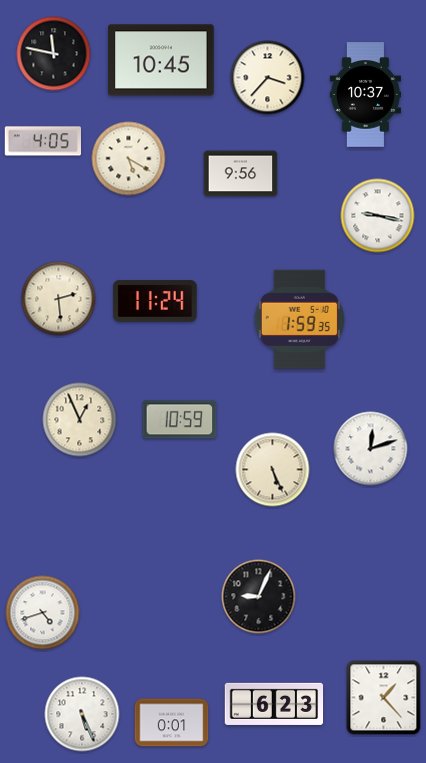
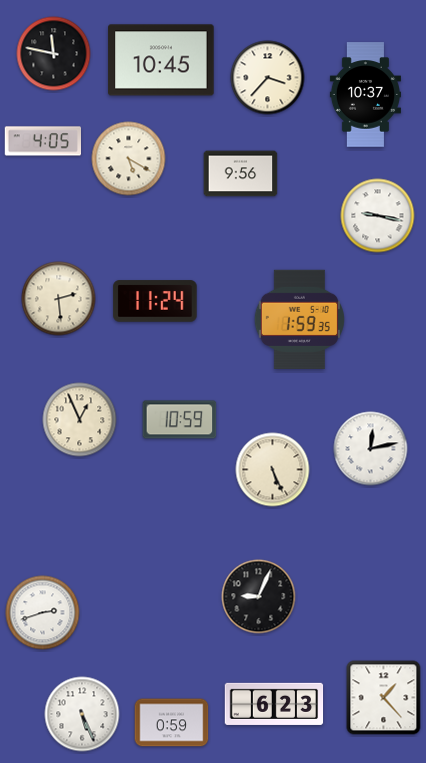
clock at (371, 449): 12:12 -> 12:13
clock at (43, 613): 4:42 -> 2:42
clock at (172, 723): 0:01 -> 0:59
